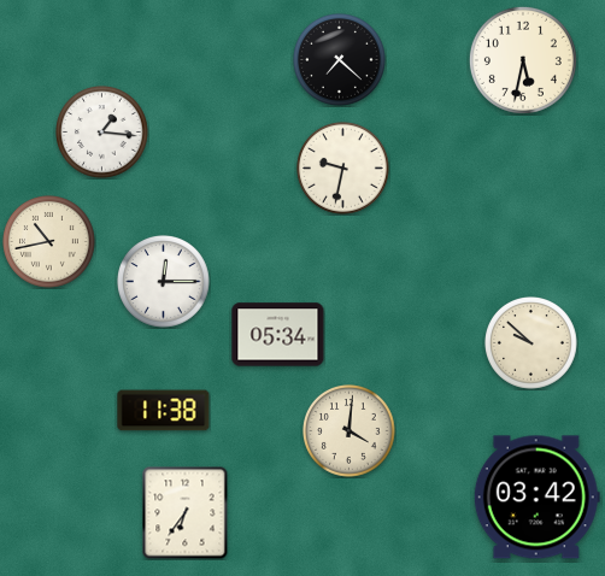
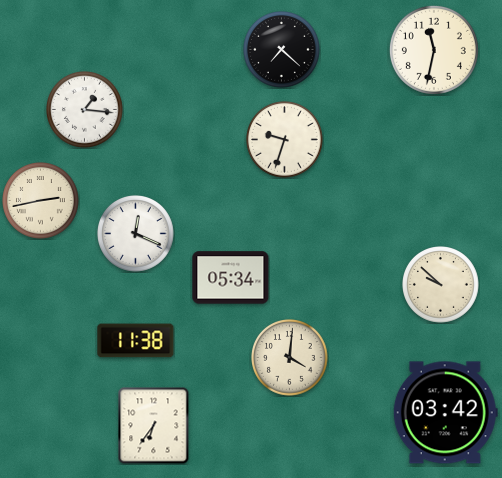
clock at (523, 60): 5:32 -> 11:32
clock at (343, 169): 9:32 -> 9:33
clock at (49, 242): 10:43 -> 2:43
clock at (164, 282): 12:15 -> 12:19
